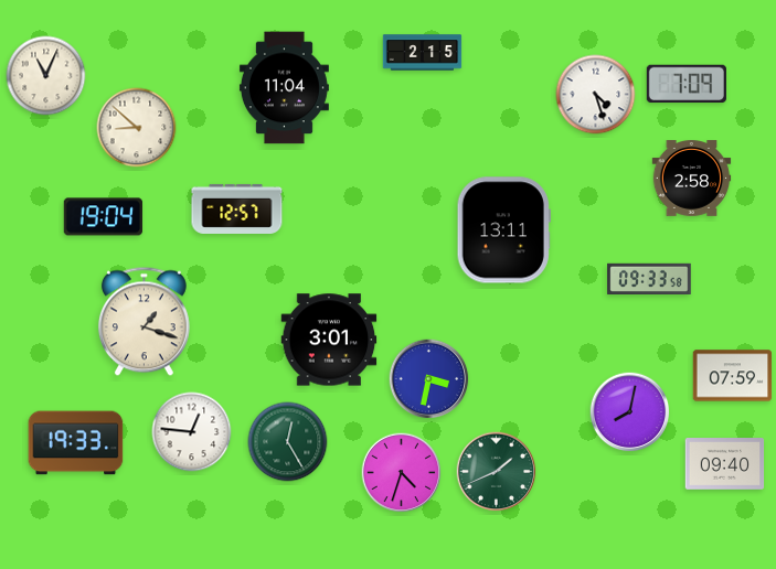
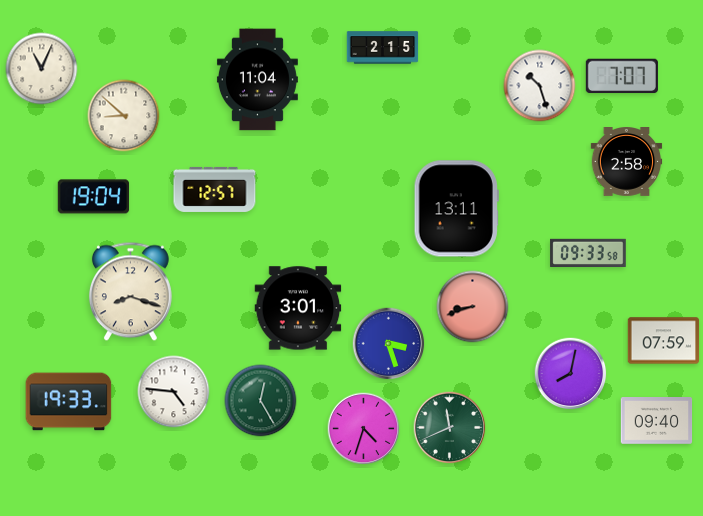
clock at (687, 84): 7:09 -> 7:07
clock at (596, 95): 4:27 -> 10:27
clock at (143, 322): 1:18 -> 8:18
clock at (473, 307): none -> 8:42
clock at (429, 379): 3:32 -> 3:27
clock at (192, 432): 12:46 -> 4:46
clock at (497, 472): 1:41 -> 11:41
